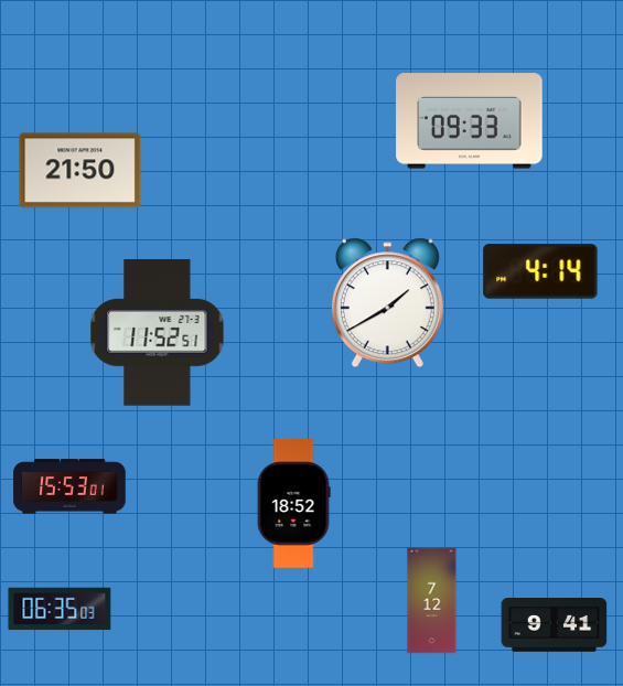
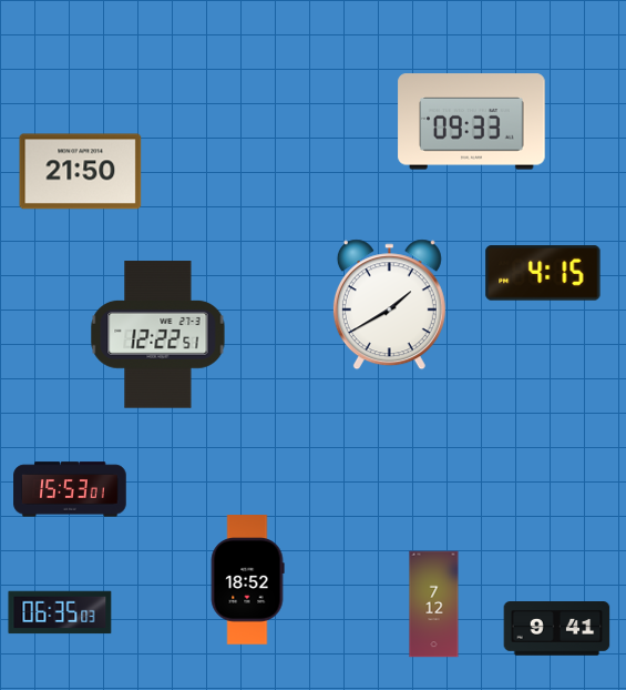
clock at (540, 271): 4:14 -> 4:15
clock at (158, 333): 11:52 -> 12:22
clock at (293, 504) position: (293, 504) -> (247, 580)
